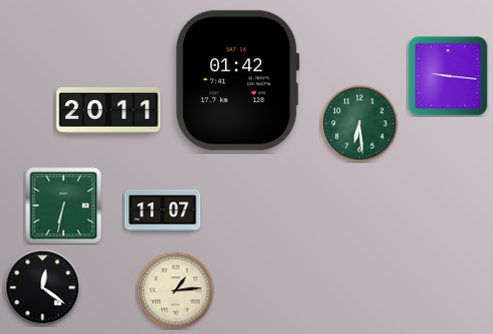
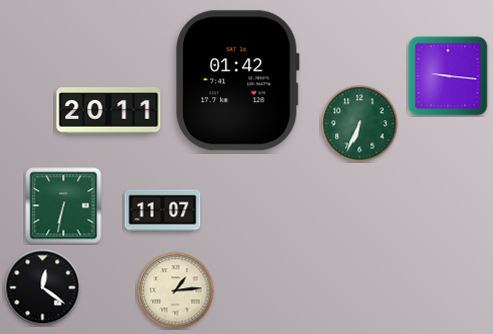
clock at (360, 124): 6:29 -> 6:34
